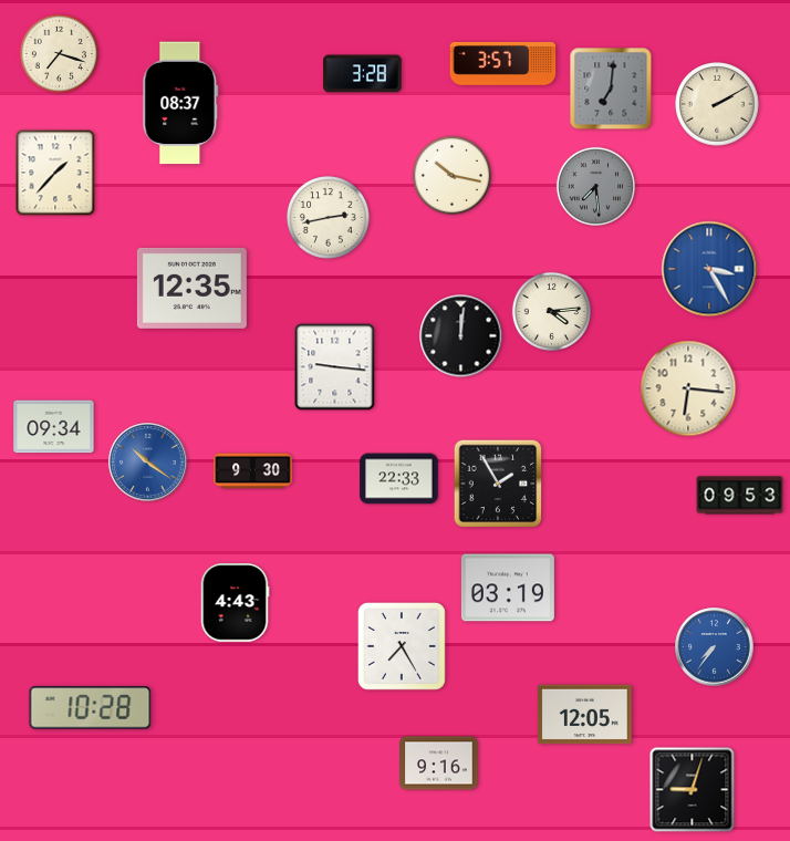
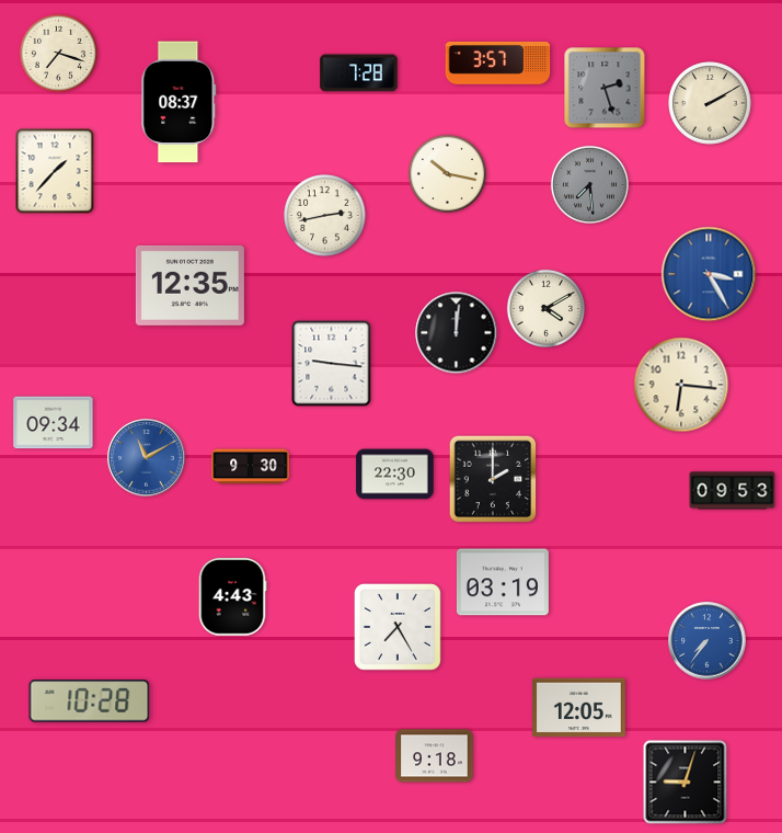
clock at (363, 74): 3:28 -> 7:28
clock at (611, 89): 7:01 -> 2:27
clock at (709, 269) position: (709, 269) -> (709, 274)
clock at (551, 311): 4:14 -> 4:10
clock at (148, 463): 10:21 -> 11:10
clock at (399, 479): 22:33 -> 22:30
clock at (498, 484): 1:55 -> 2:00
clock at (403, 647) position: (403, 647) -> (399, 628)
clock at (439, 764): 9:16 -> 9:18
